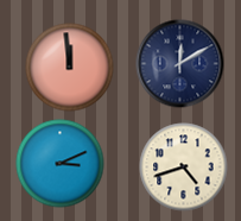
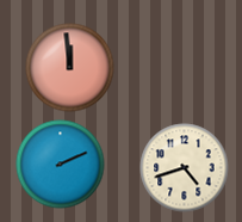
clock at (180, 64): 12:10 -> none
clock at (61, 164): 3:11 -> 2:11
